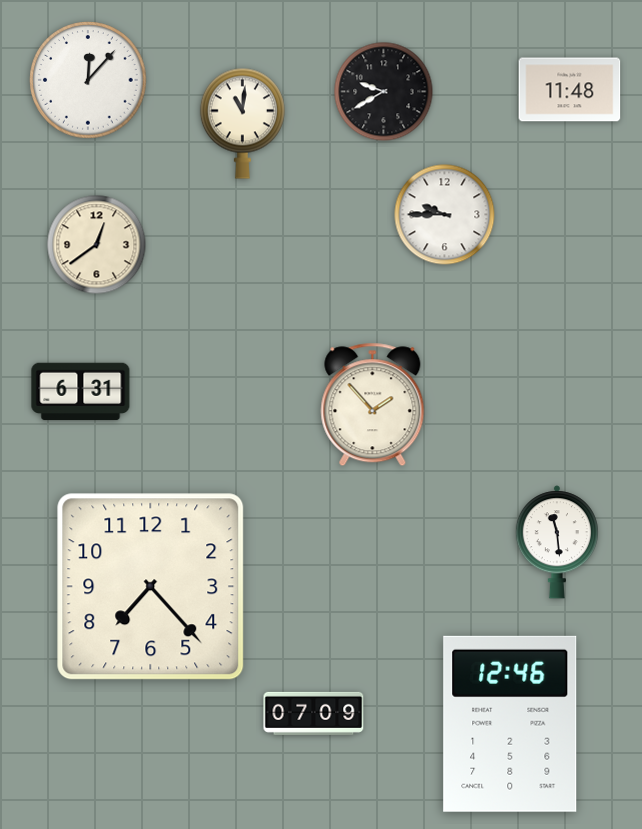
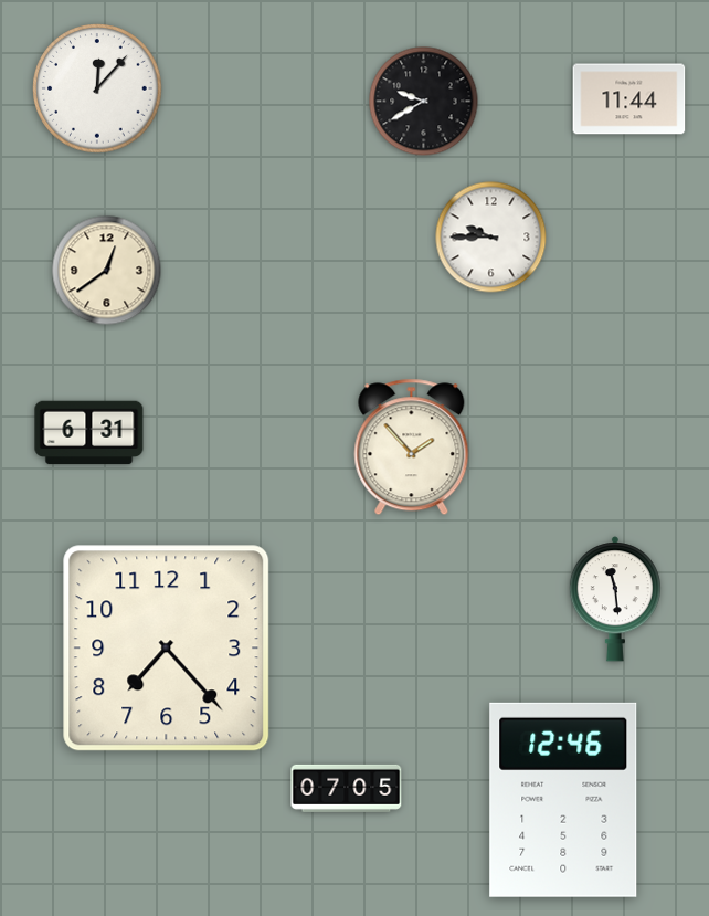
clock at (570, 90): 11:48 -> 11:44
clock at (242, 123): 11:01 -> none
clock at (314, 713): 07:09 -> 07:05
